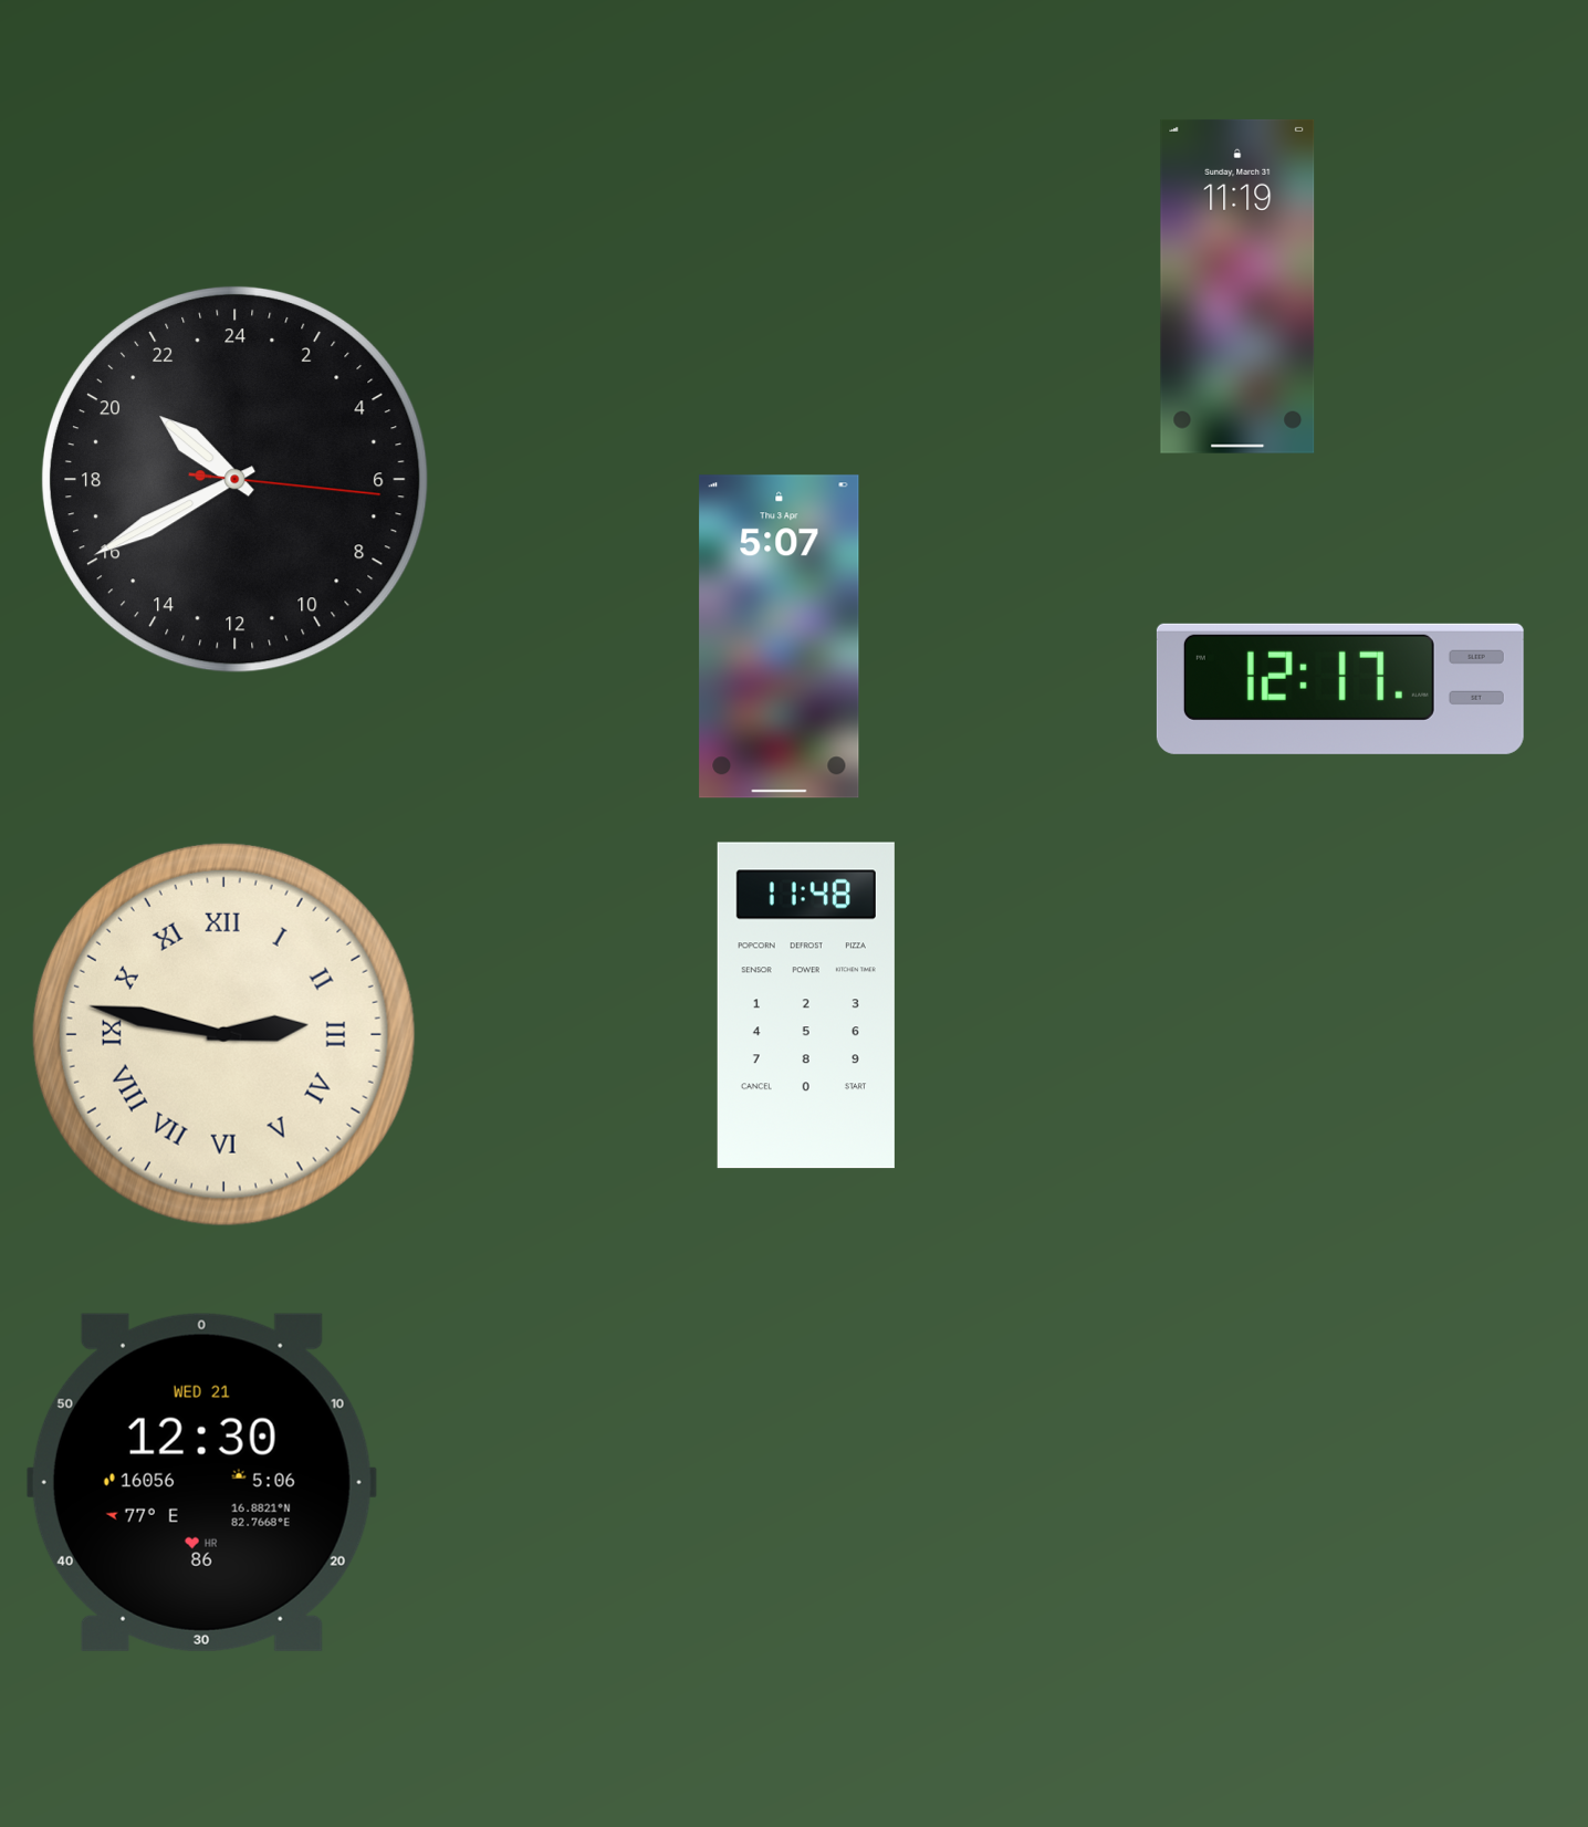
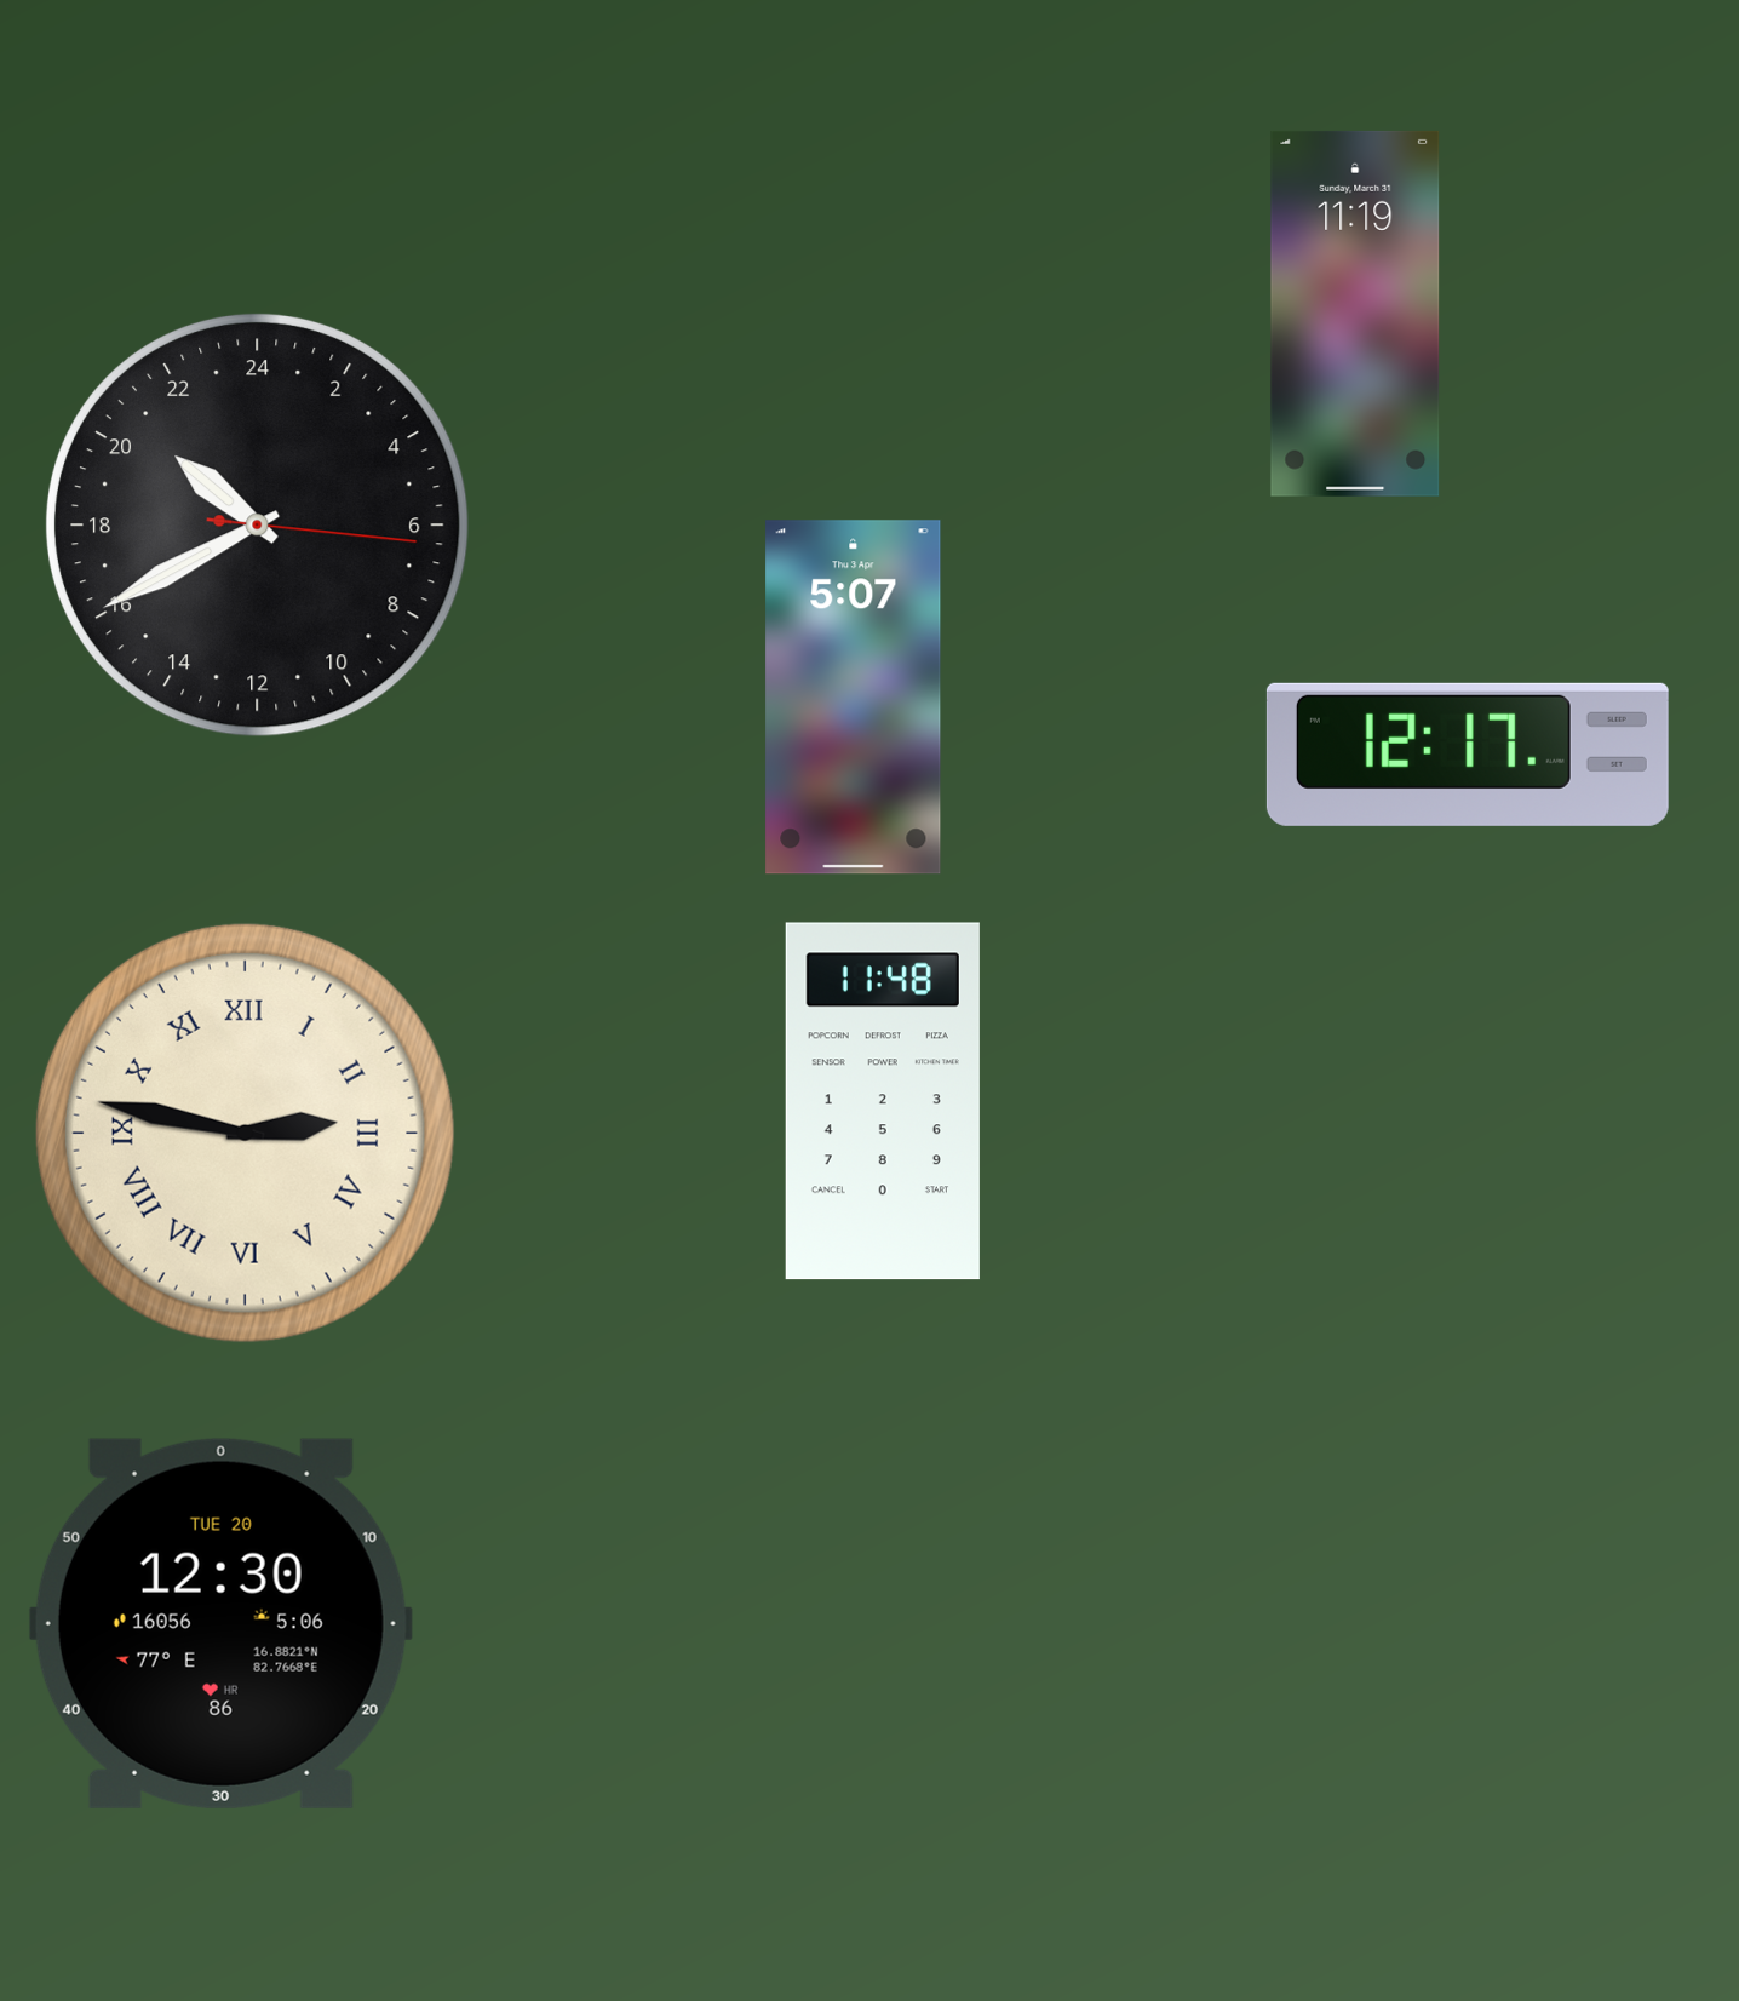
clock at (201, 1482) date: WED 21 -> TUE 20
